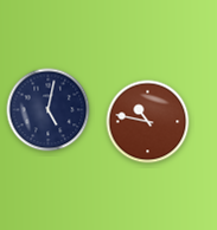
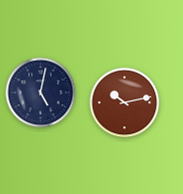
clock at (148, 122): 10:47 -> 10:13
